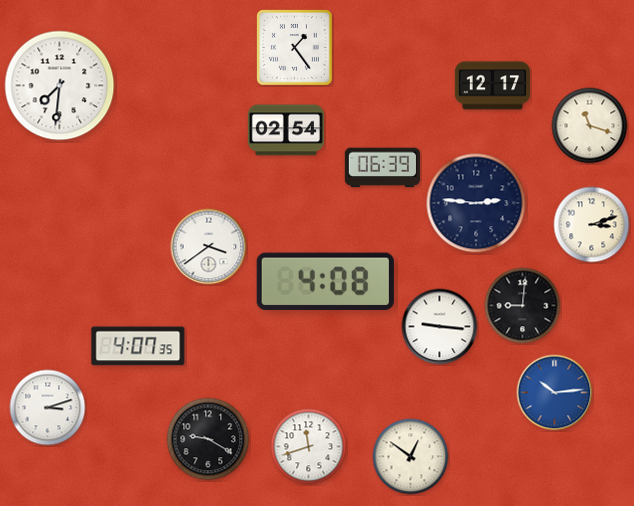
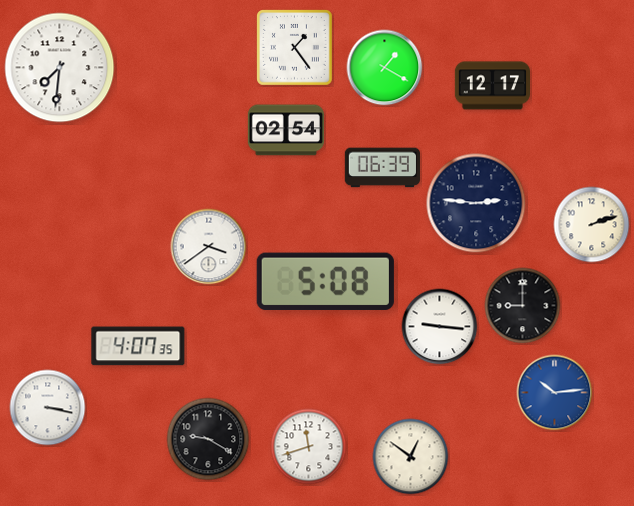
clock at (385, 68): none -> 1:20
clock at (60, 86) position: (60, 86) -> (60, 68)
clock at (590, 126): 11:18 -> none
clock at (592, 225): 3:12 -> 2:12
clock at (325, 281): 4:08 -> 5:08
clock at (523, 306): 9:01 -> 9:00
clock at (48, 408): 3:12 -> 3:17
